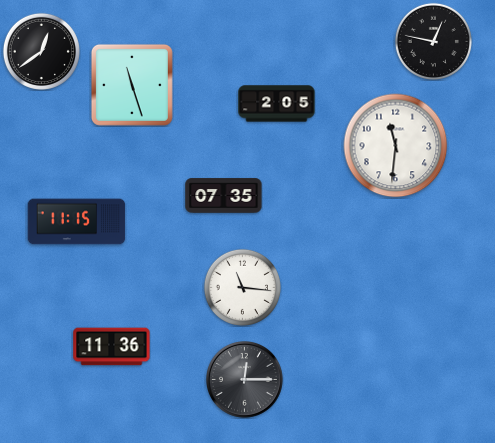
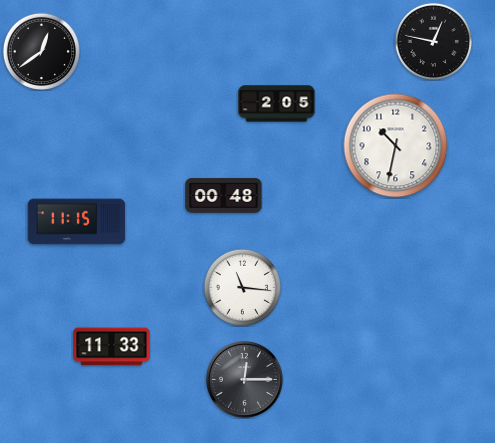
clock at (132, 85): 11:27 -> none
clock at (396, 146): 11:31 -> 10:32
clock at (224, 196): 07:35 -> 00:48
clock at (112, 347): 11:36 -> 11:33
